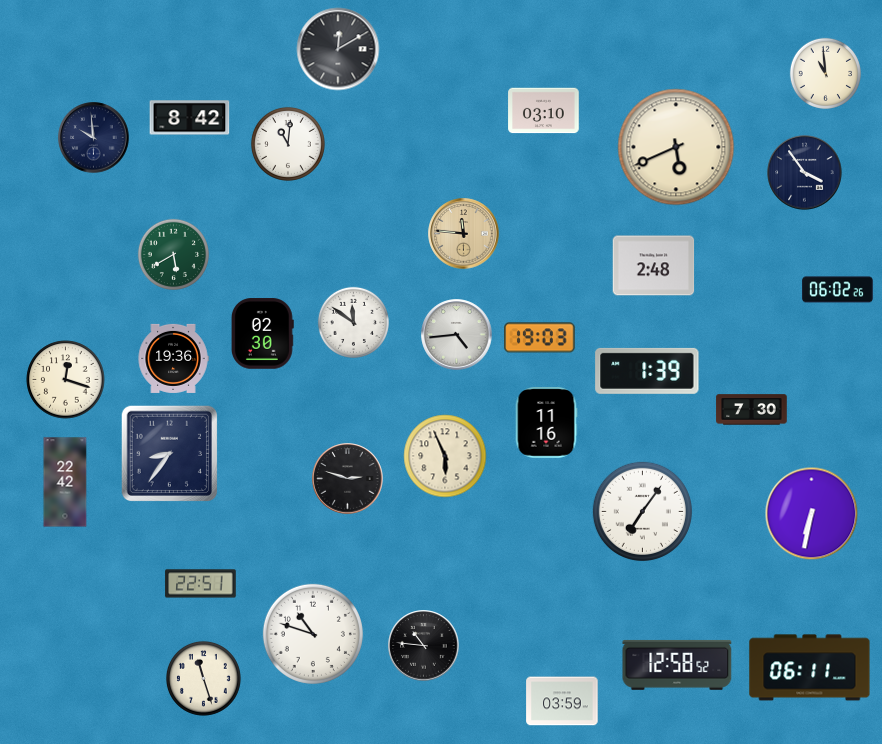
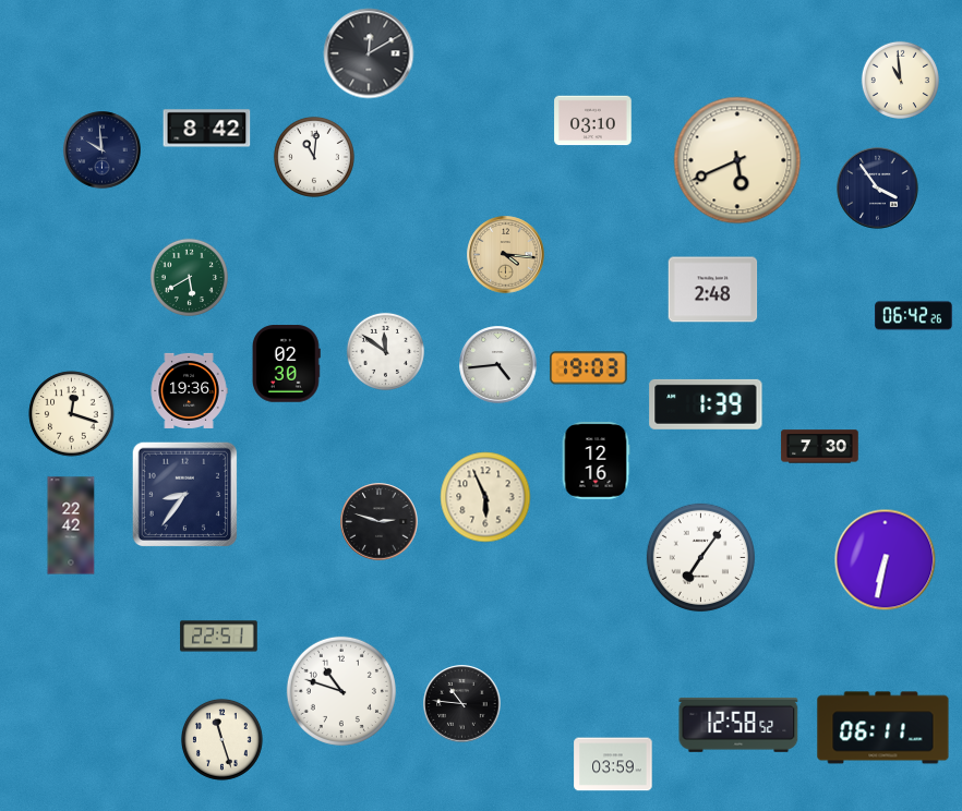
clock at (464, 234): 11:46 -> 4:16
clock at (838, 290): 06:02 -> 06:42
clock at (546, 423): 11:16 -> 12:16
